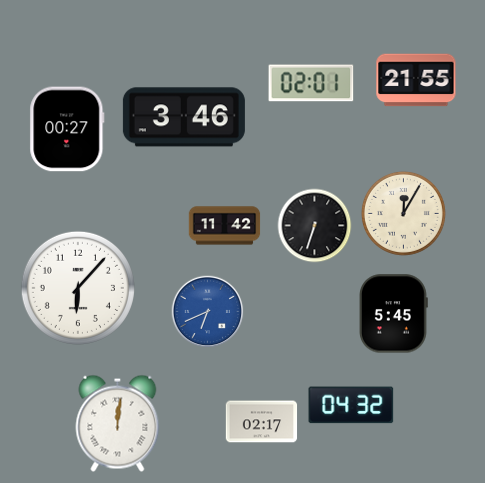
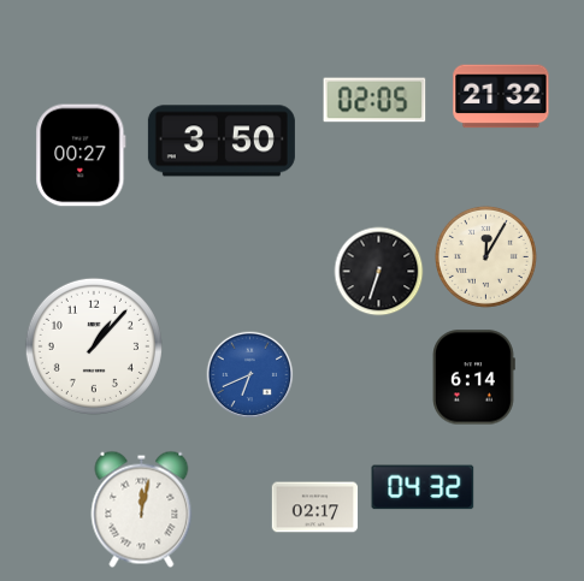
clock at (416, 80): 21:55 -> 21:32
clock at (311, 83): 02:01 -> 02:05
clock at (184, 117): 3:46 -> 3:50
clock at (225, 226): 11:42 -> none
clock at (78, 288): 6:07 -> 1:07
clock at (394, 314): 5:45 -> 6:14
clock at (118, 423): 12:01 -> 12:02
